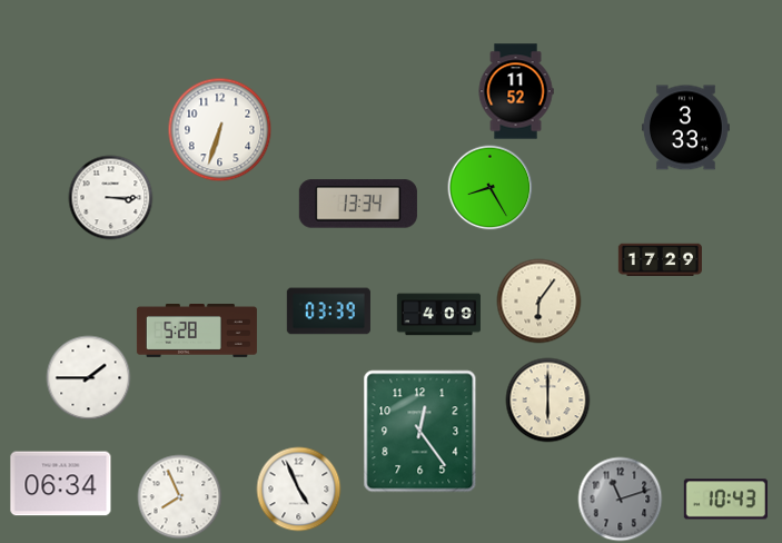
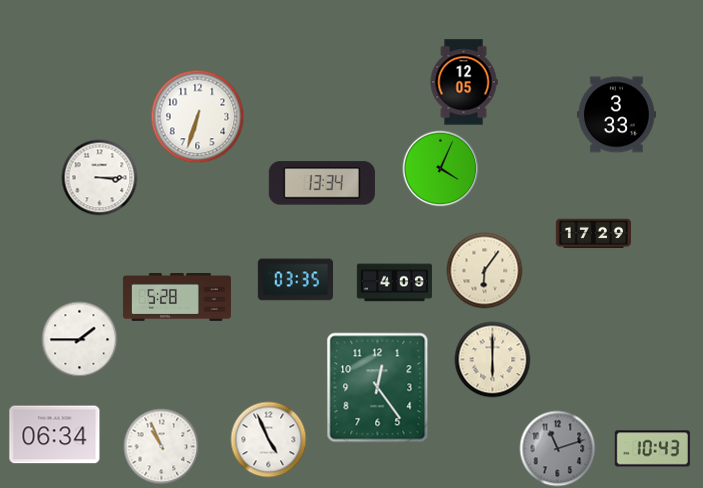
clock at (516, 91): 11:52 -> 12:05
clock at (491, 188): 8:25 -> 4:04
clock at (328, 312): 03:39 -> 03:35
clock at (180, 497): 7:56 -> 10:56
